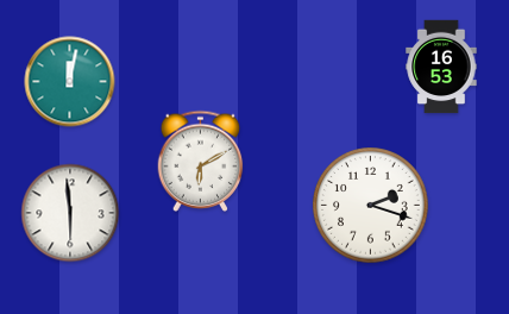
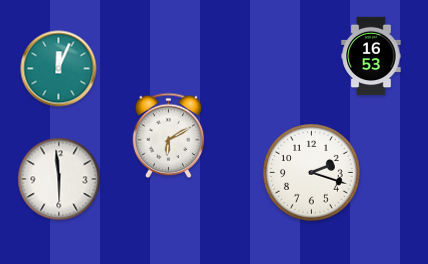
clock at (70, 82): 12:02 -> 12:04
